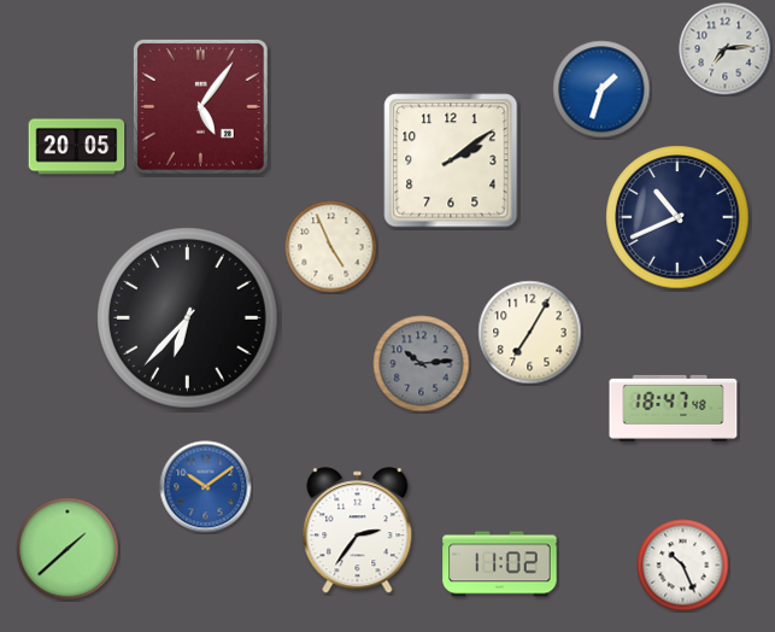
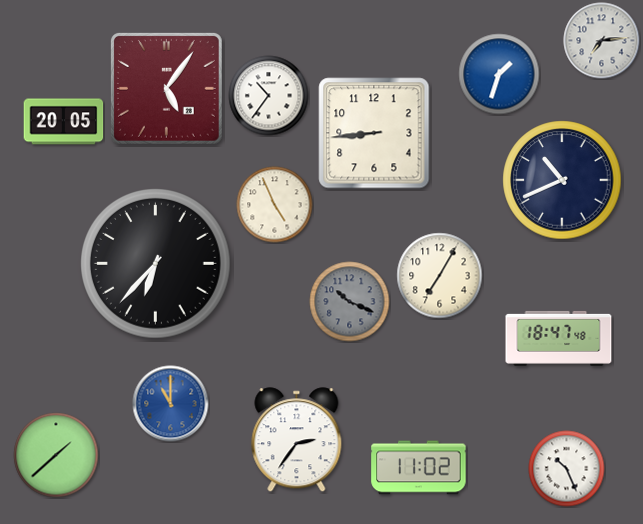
clock at (269, 96): none -> 10:36
clock at (451, 160): 2:09 -> 8:44
clock at (422, 364): 10:14 -> 10:19
clock at (206, 487): 10:09 -> 11:00
clock at (500, 564) position: (500, 564) -> (419, 468)
